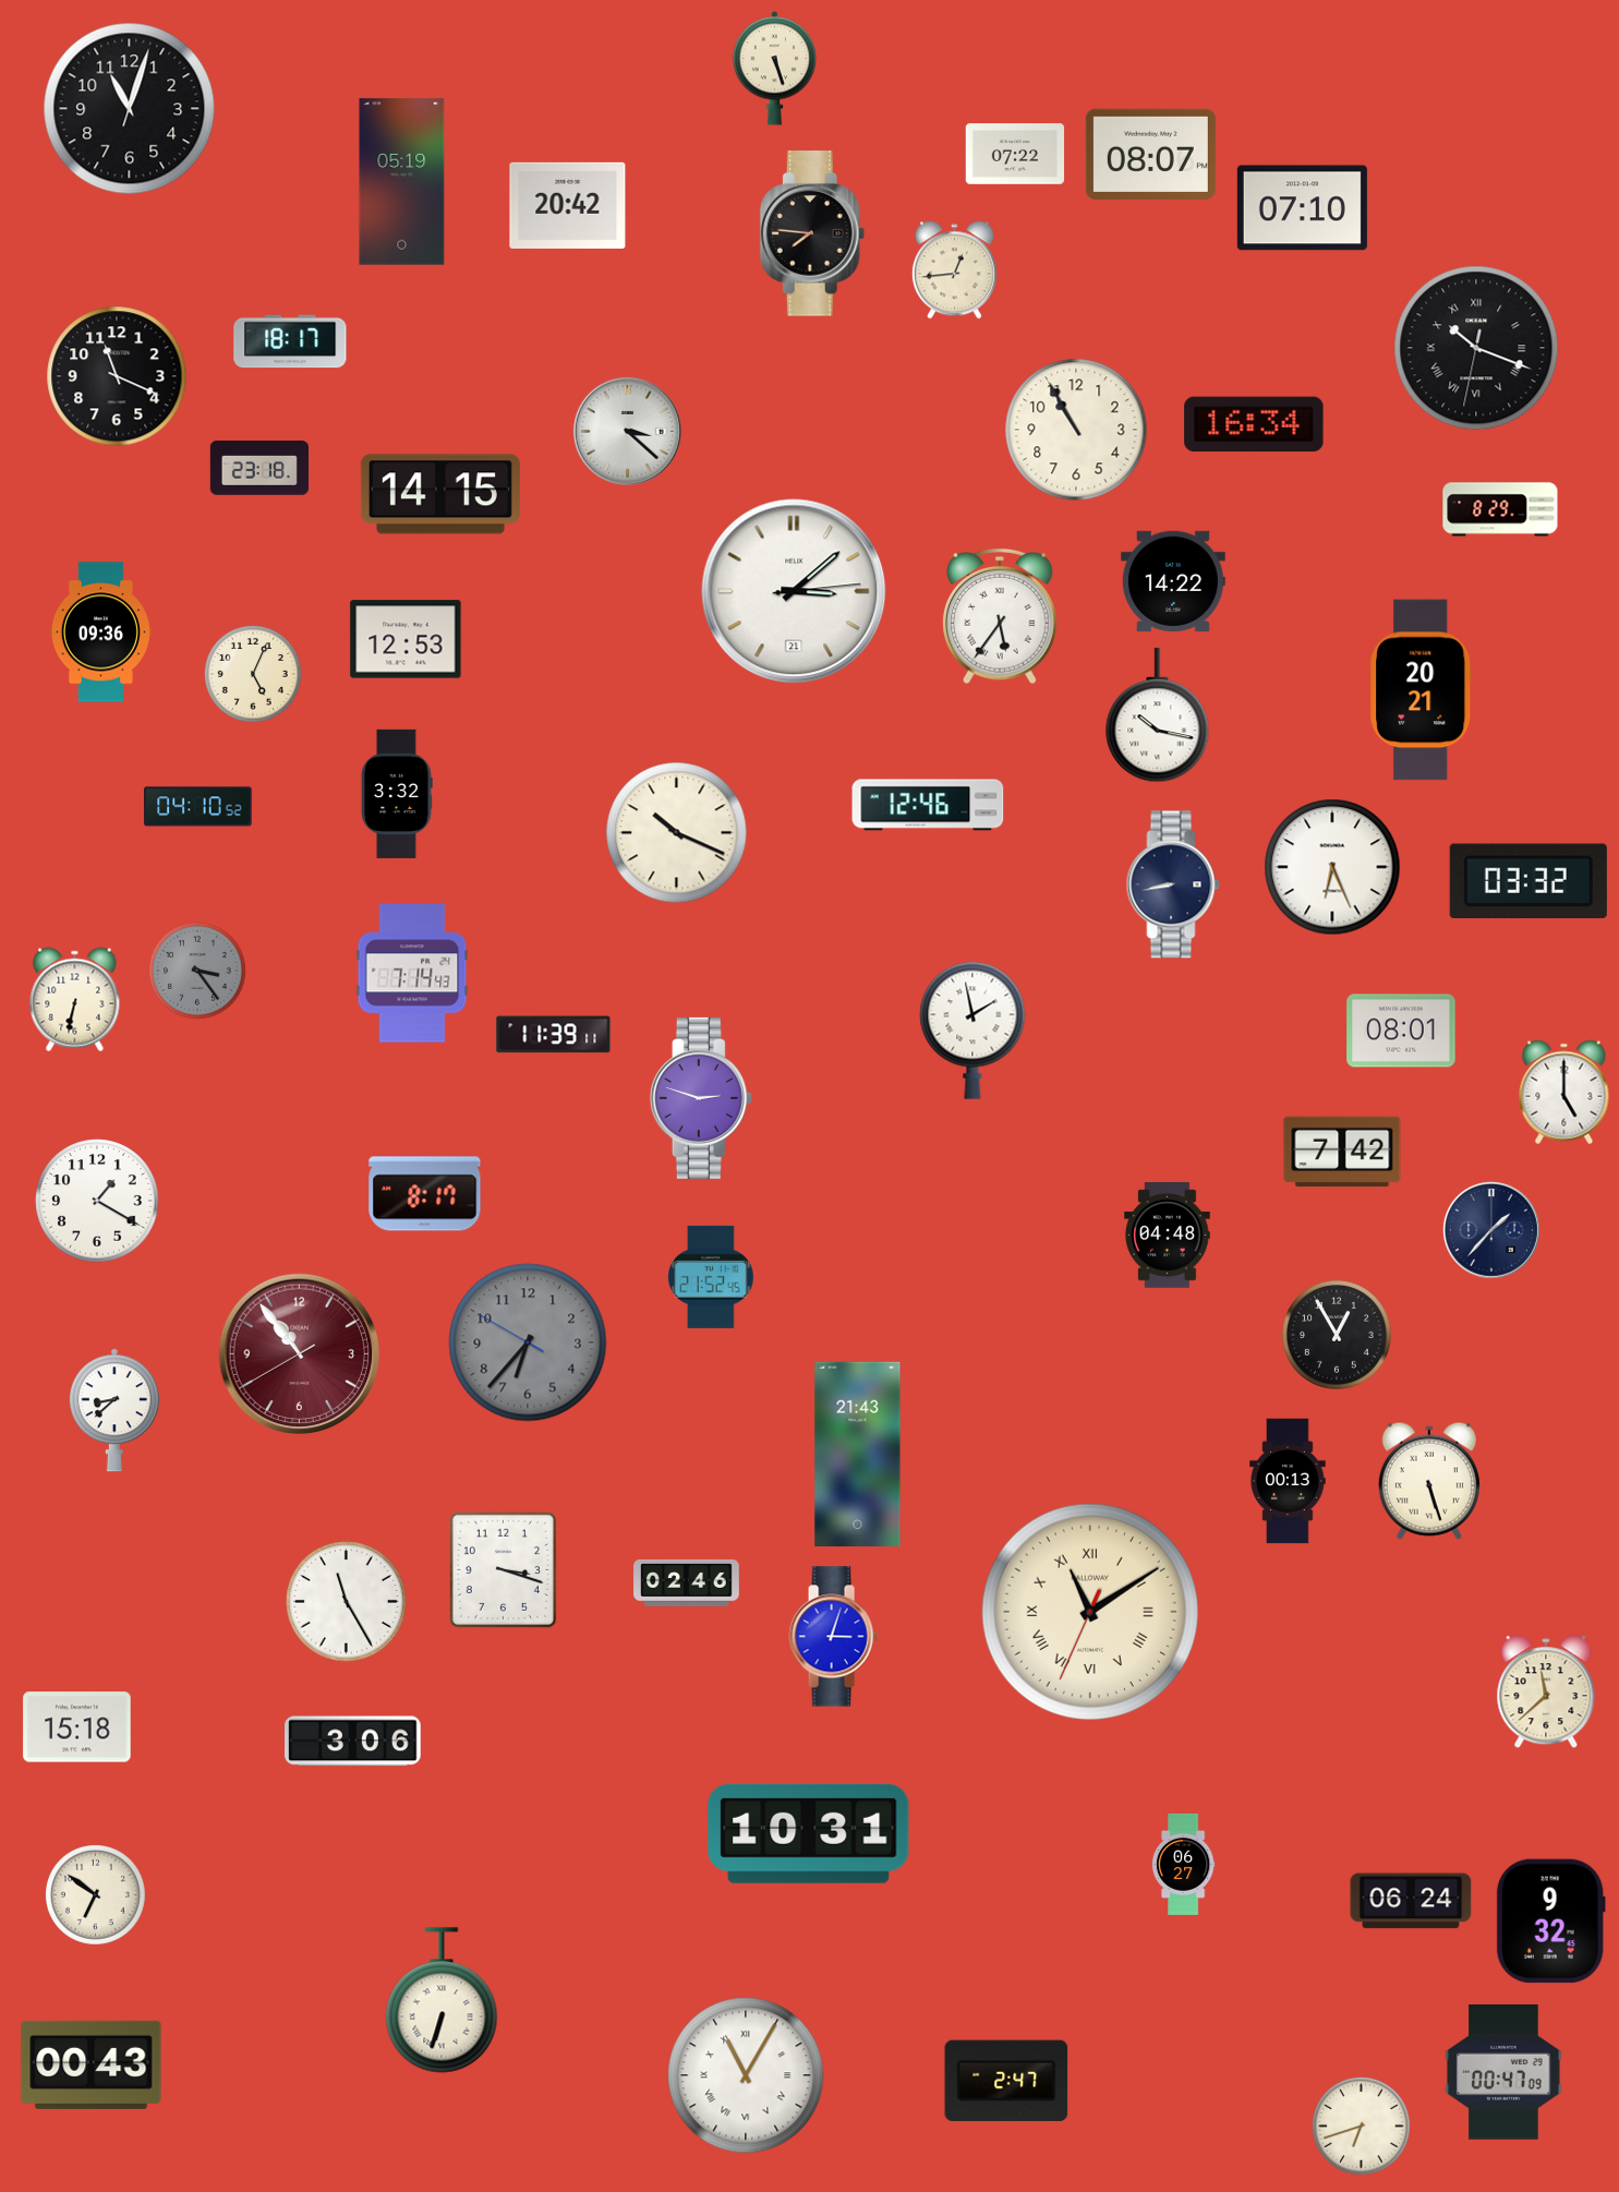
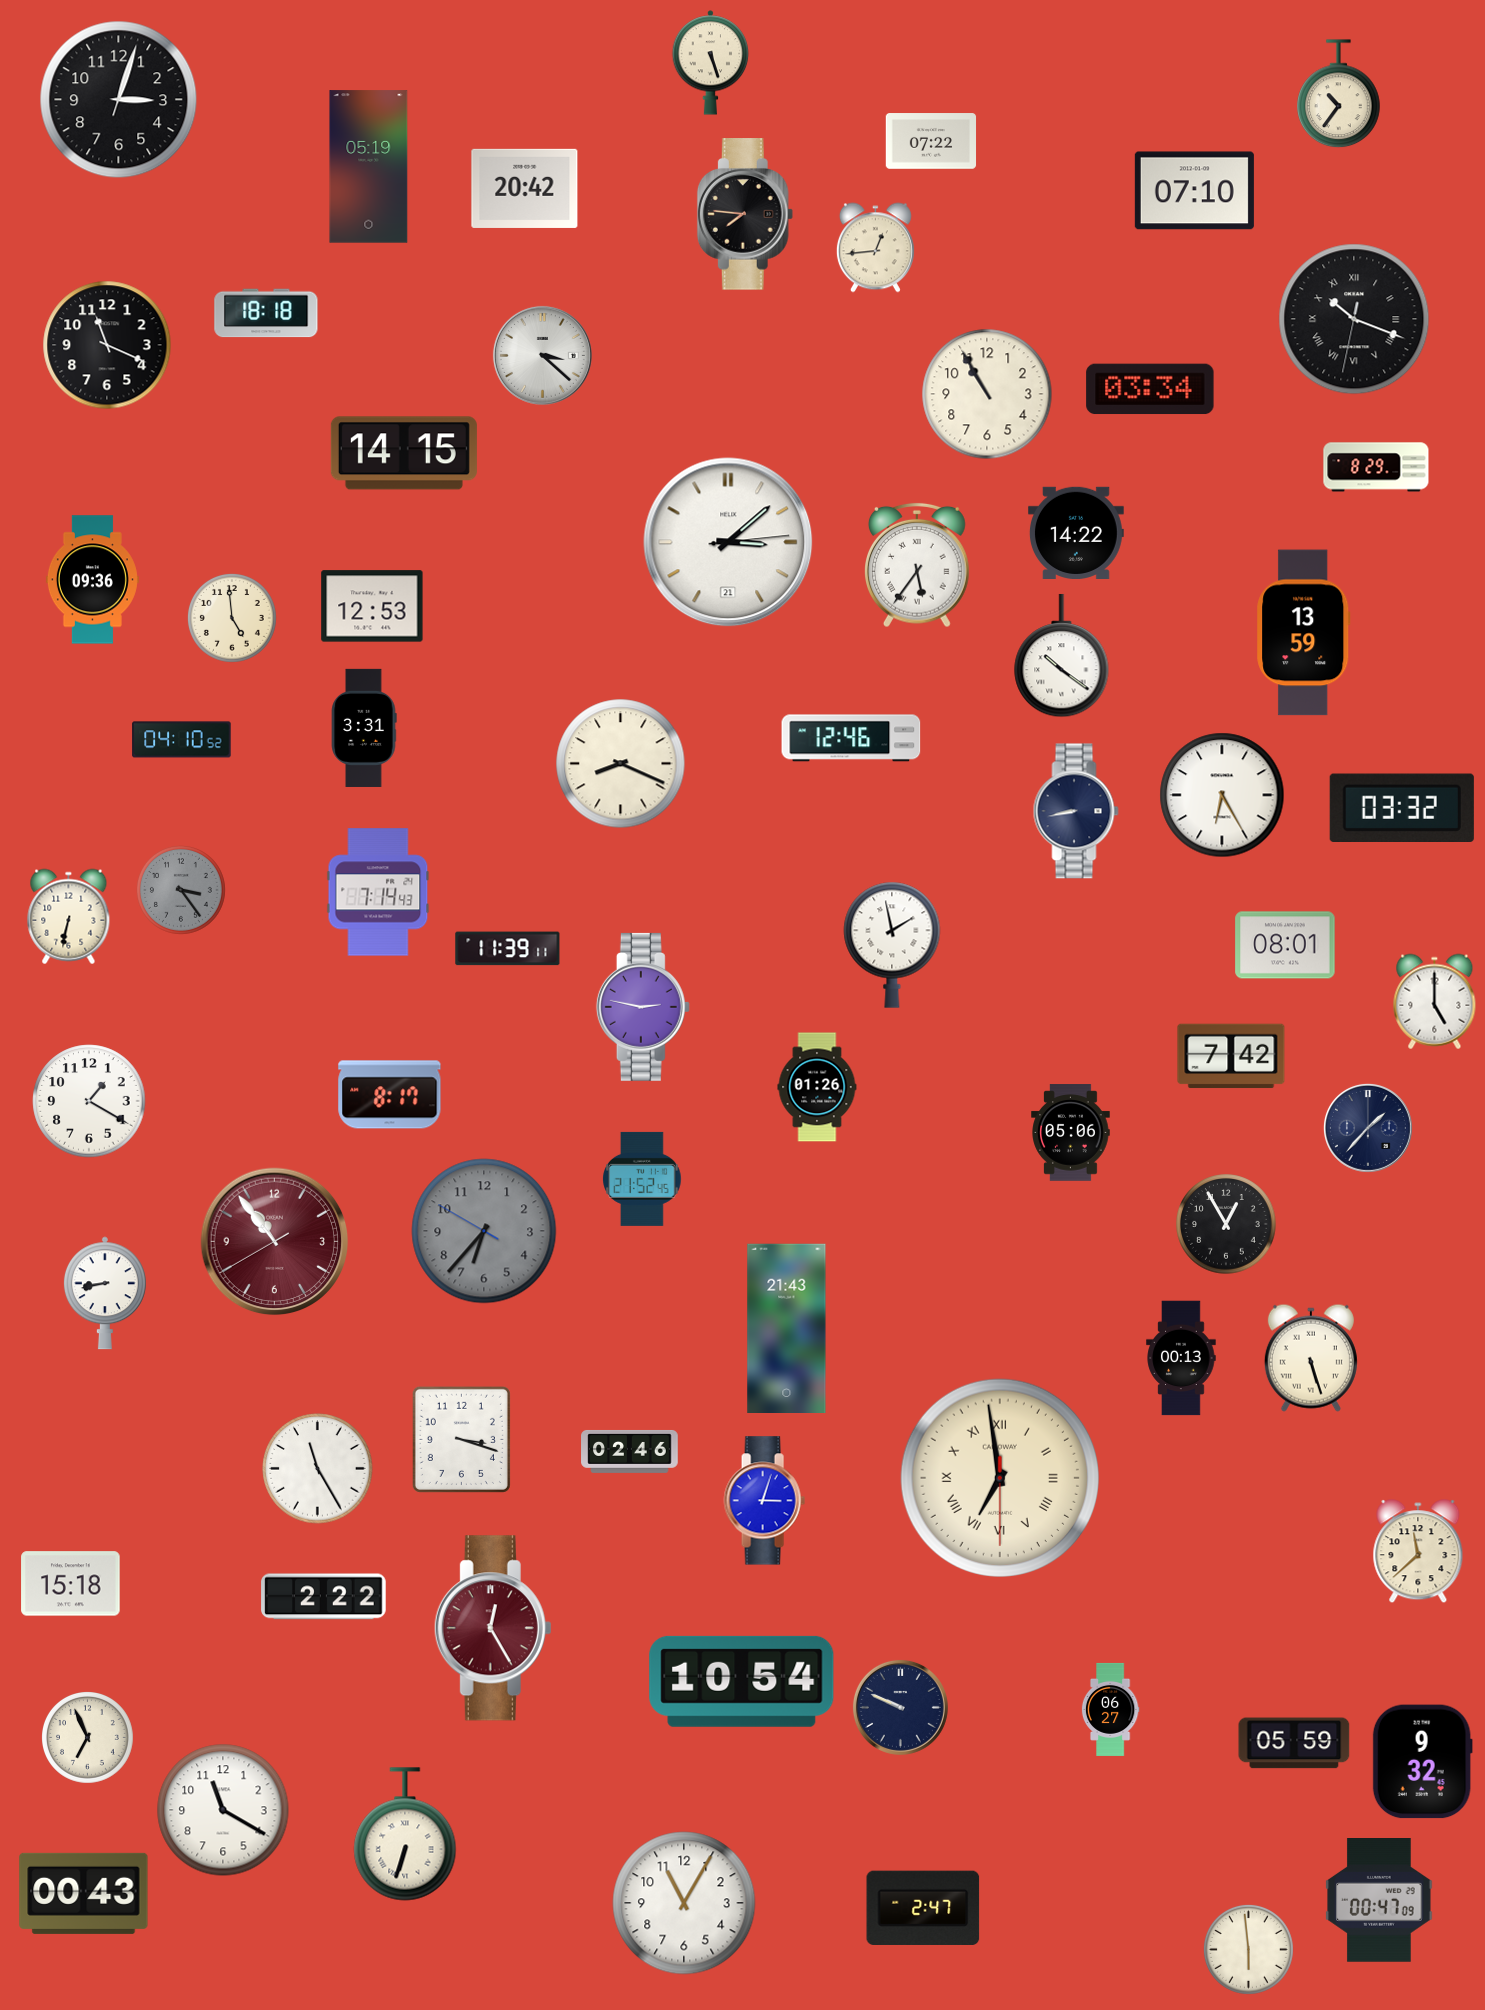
clock at (1339, 94): none -> 10:36
clock at (130, 109): 11:03 -> 3:03
clock at (1150, 154): 08:07 -> none
clock at (568, 205) position: (568, 205) -> (525, 188)
clock at (290, 341): 18:17 -> 18:18
clock at (1254, 424): 16:34 -> 03:34
clock at (627, 431) position: (627, 431) -> (542, 355)
clock at (258, 469): 23:18 -> none
clock at (406, 639) position: (406, 639) -> (372, 606)
clock at (253, 674): 5:04 -> 4:59
clock at (1422, 690): 20:21 -> 13:59
clock at (1158, 715): 10:17 -> 10:21
clock at (397, 794): 3:32 -> 3:31
clock at (677, 833): 10:19 -> 8:19
clock at (1332, 867): 6:26 -> 6:25
clock at (701, 1098): 2:48 -> 2:47
clock at (817, 1087): none -> 01:26
clock at (1168, 1236): 04:48 -> 05:06
clock at (711, 1277) position: (711, 1277) -> (642, 1179)
clock at (114, 1410): 8:38 -> 8:43
clock at (858, 1455) position: (858, 1455) -> (787, 1329)
clock at (1089, 1611): 11:09 -> 6:58
clock at (353, 1742): 3:06 -> 2:22
clock at (493, 1628): none -> 12:25
clock at (809, 1833): 10:31 -> 10:54
clock at (900, 1707): none -> 9:49
clock at (1183, 1864) position: (1183, 1864) -> (1110, 1709)
clock at (96, 1895): 6:51 -> 6:56
clock at (1411, 1901): 06:24 -> 05:59
clock at (223, 1810): none -> 11:20
clock at (746, 2075) numerals: Roman -> Arabic
clock at (1361, 2125): 6:42 -> 5:59
